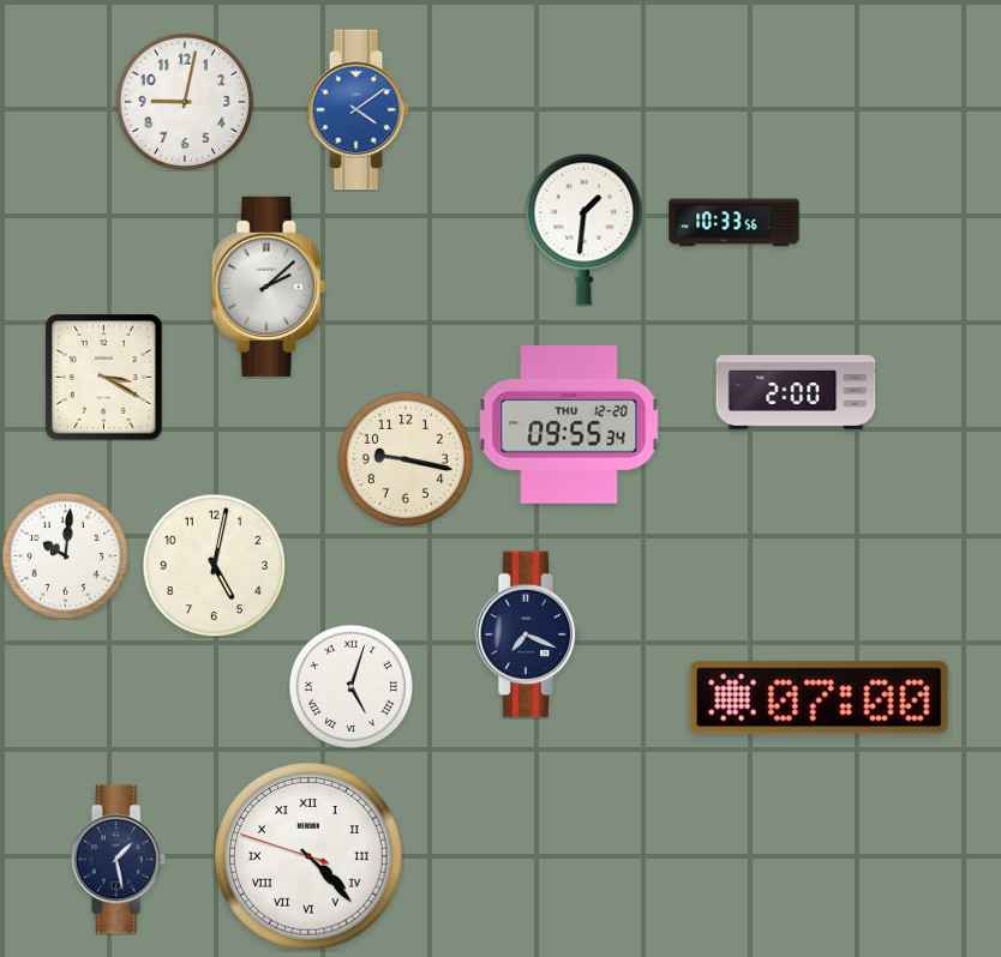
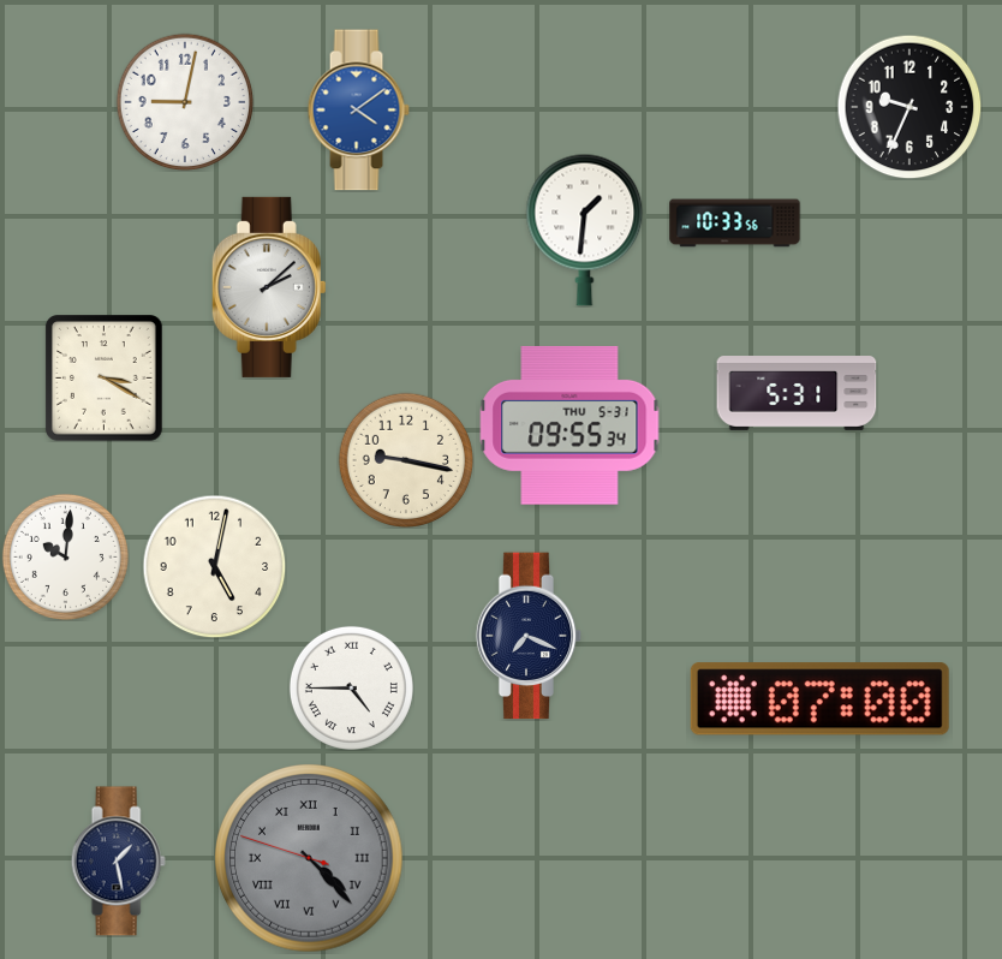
clock at (909, 107): none -> 9:34
clock at (796, 393): 2:00 -> 5:31
clock at (569, 425) date: THU 12-20 -> THU 5-31
clock at (350, 686): 5:03 -> 4:45
clock at (308, 856) dial: white -> grey
